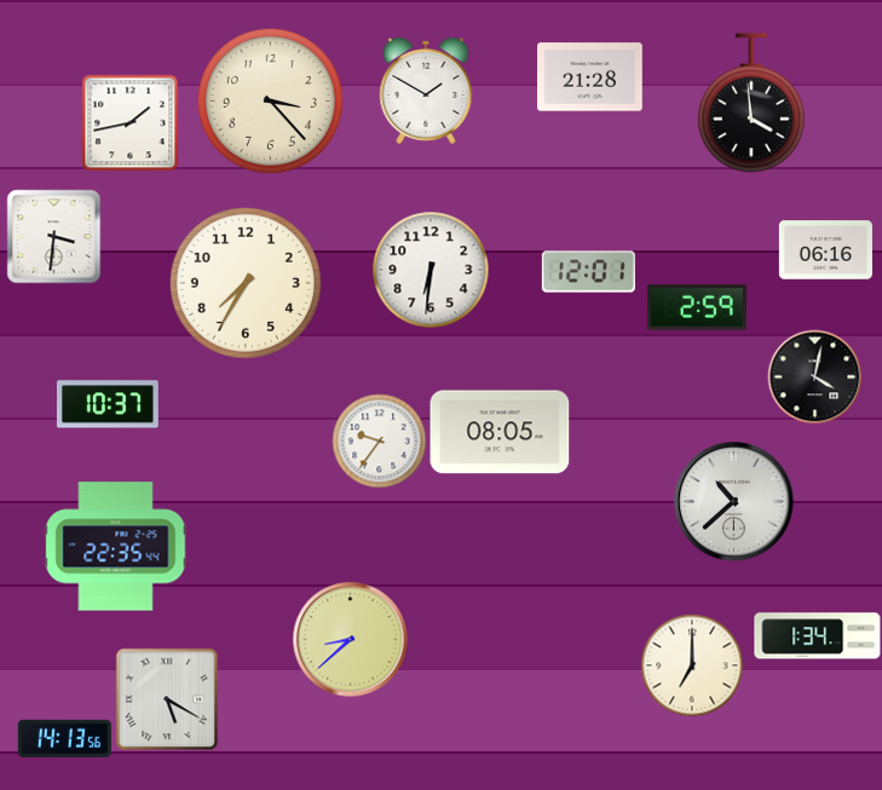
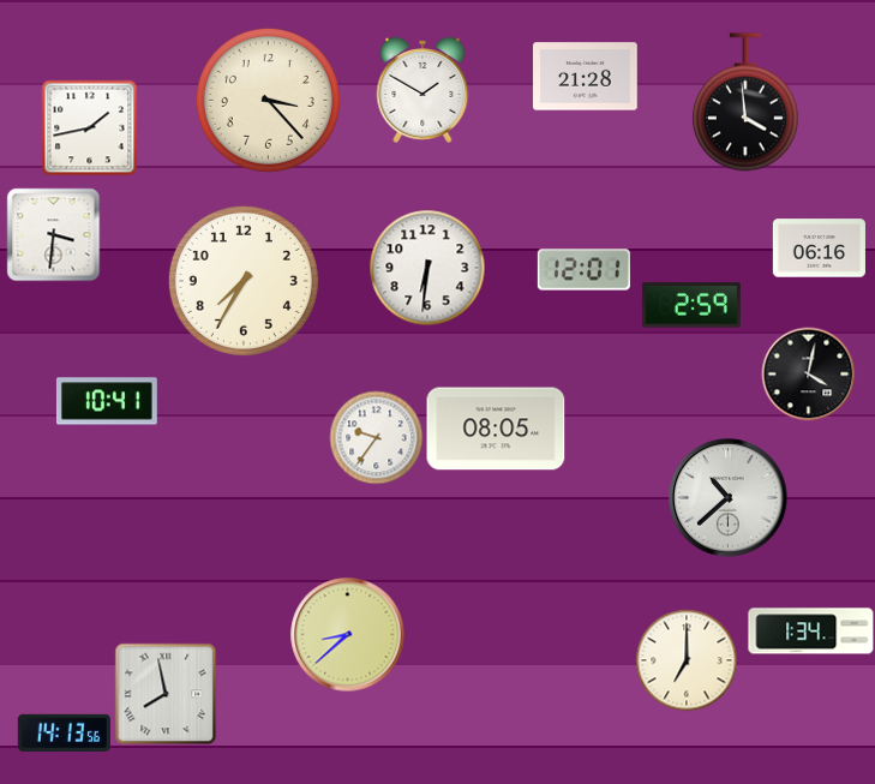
clock at (129, 122) position: (129, 122) -> (89, 127)
clock at (108, 404): 10:37 -> 10:41
clock at (116, 547): 22:35 -> none
clock at (167, 699): 5:20 -> 7:58
